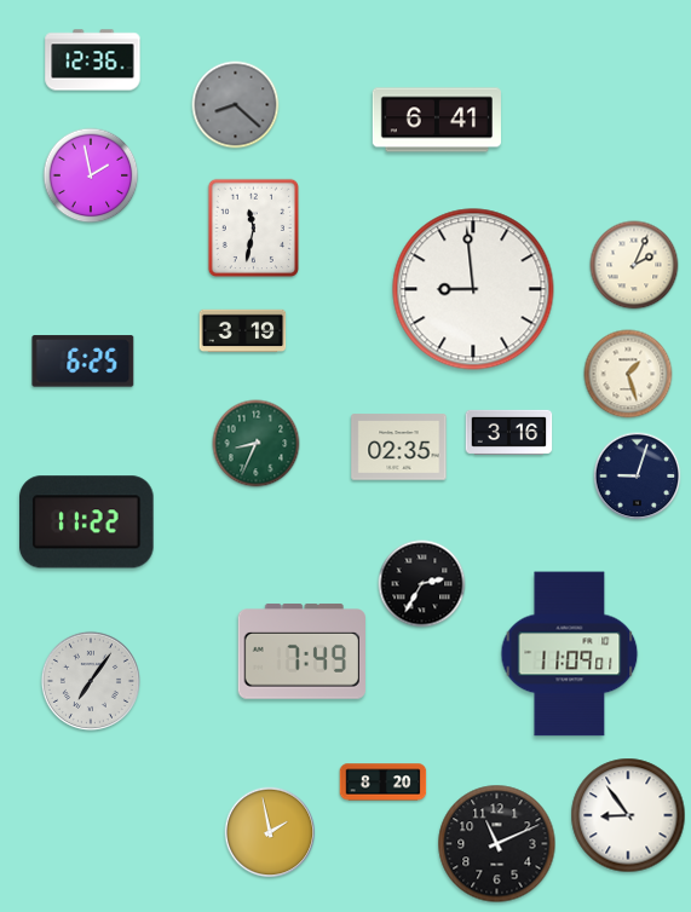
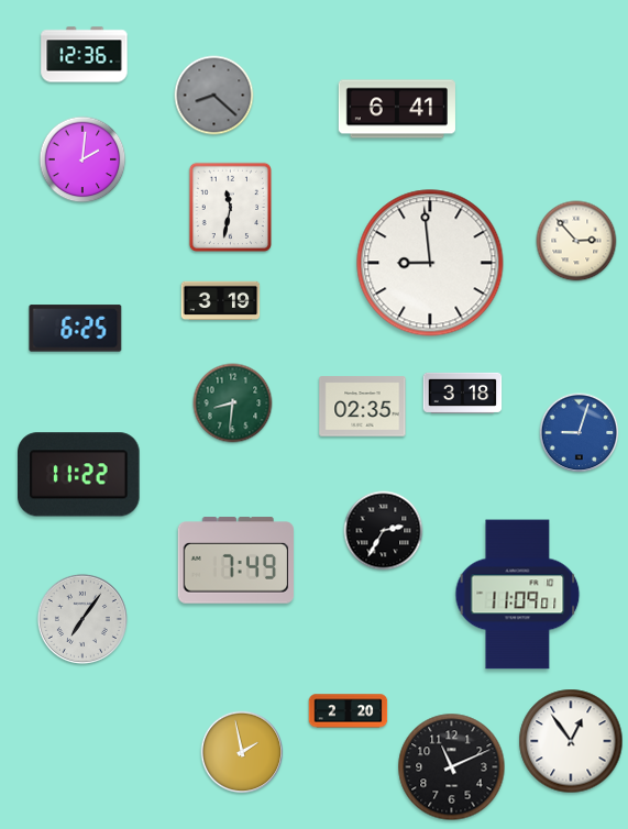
clock at (91, 175): 1:58 -> 2:01
clock at (634, 265): 2:04 -> 2:53
clock at (628, 374): 1:27 -> none
clock at (509, 432): 3:16 -> 3:18
clock at (257, 444): 8:34 -> 8:31
clock at (638, 477) dial: navy -> blue
clock at (301, 652) position: (301, 652) -> (235, 561)
clock at (384, 783): 8:20 -> 2:20
clock at (628, 815): 8:54 -> 12:54
clock at (270, 832) position: (270, 832) -> (242, 752)
